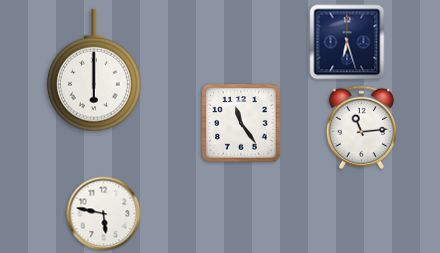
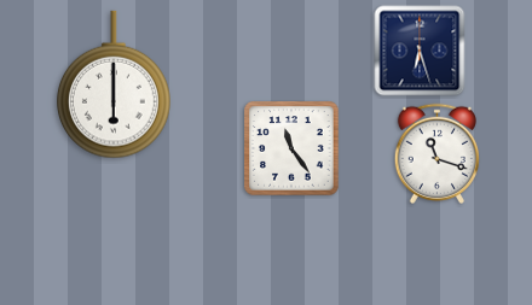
clock at (361, 127): 11:14 -> 11:18
clock at (104, 214): 5:47 -> none
